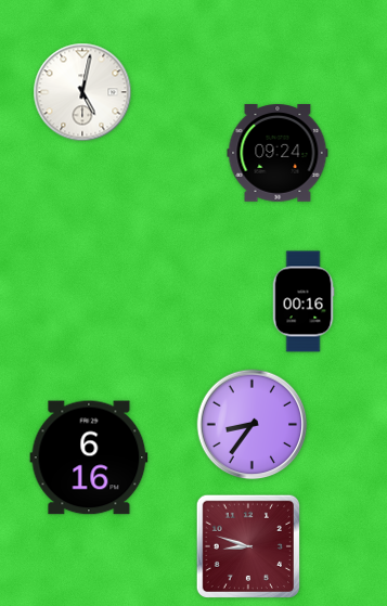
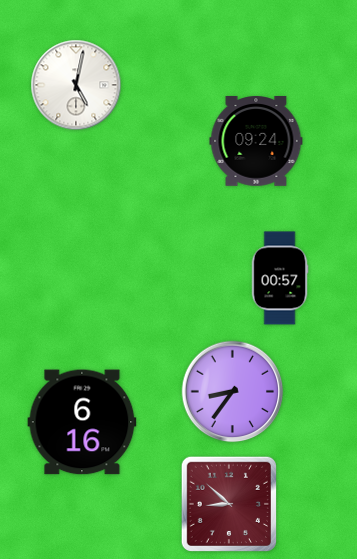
clock at (304, 301): 00:16 -> 00:57
clock at (247, 545): 8:48 -> 8:52
